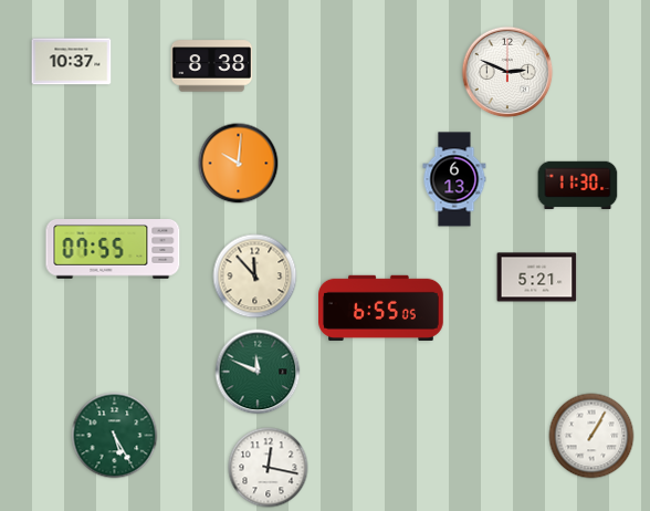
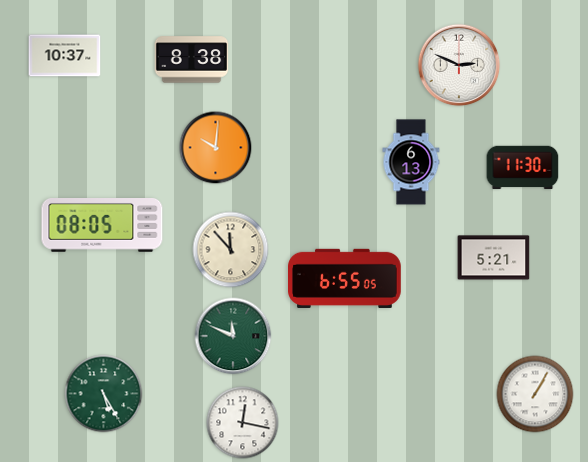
clock at (113, 250): 07:55 -> 08:05
clock at (537, 278) position: (537, 278) -> (494, 258)
